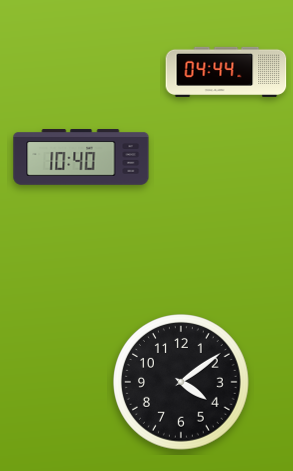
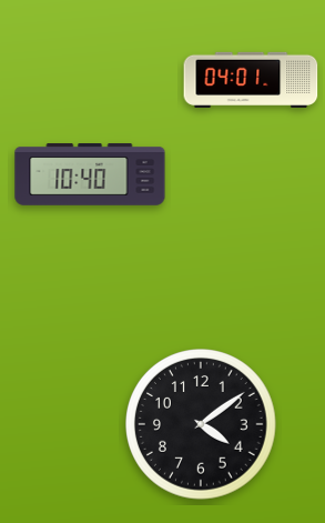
clock at (226, 72): 04:44 -> 04:01
